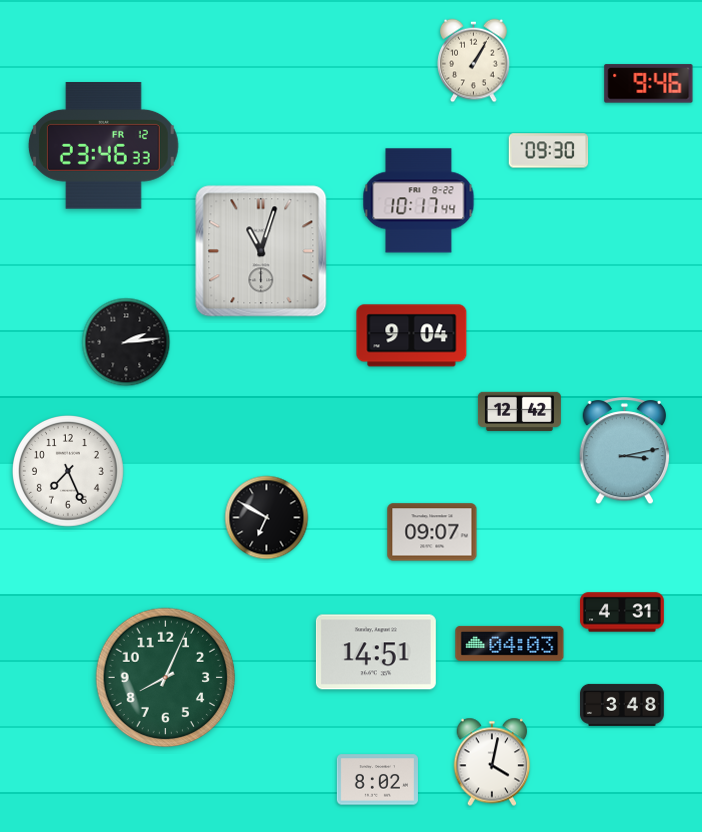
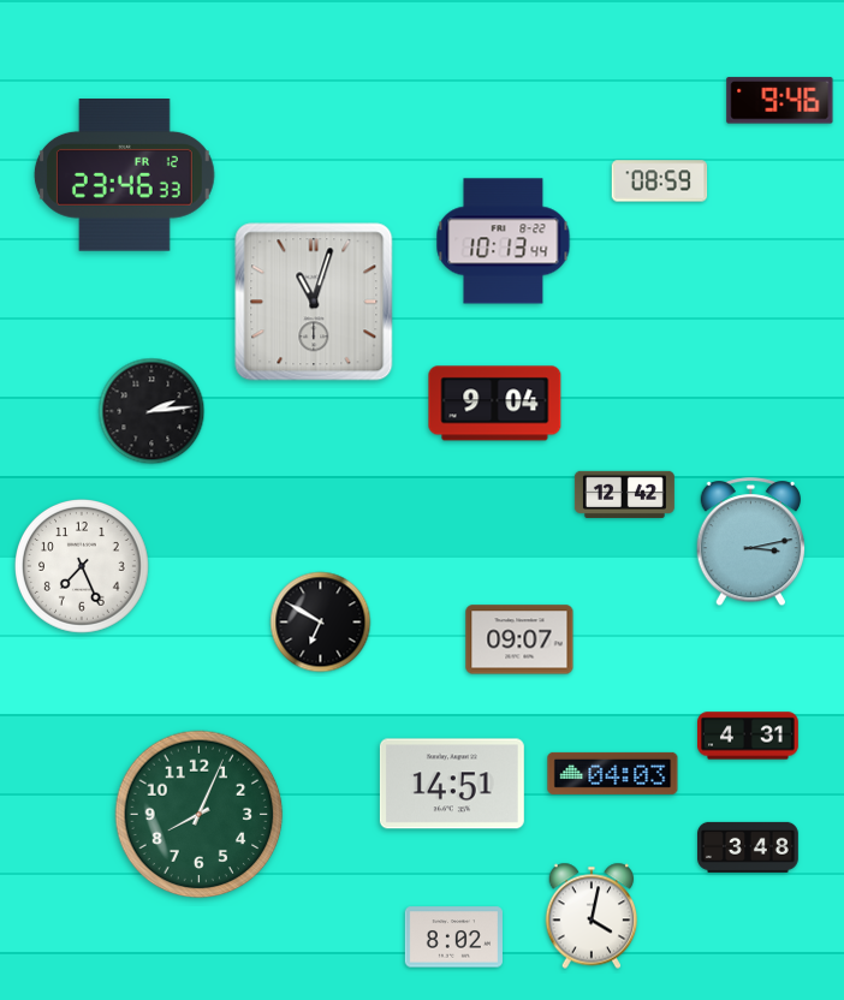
clock at (474, 61): 1:05 -> none
clock at (549, 151): 09:30 -> 08:59
clock at (419, 201): 10:17 -> 10:13
